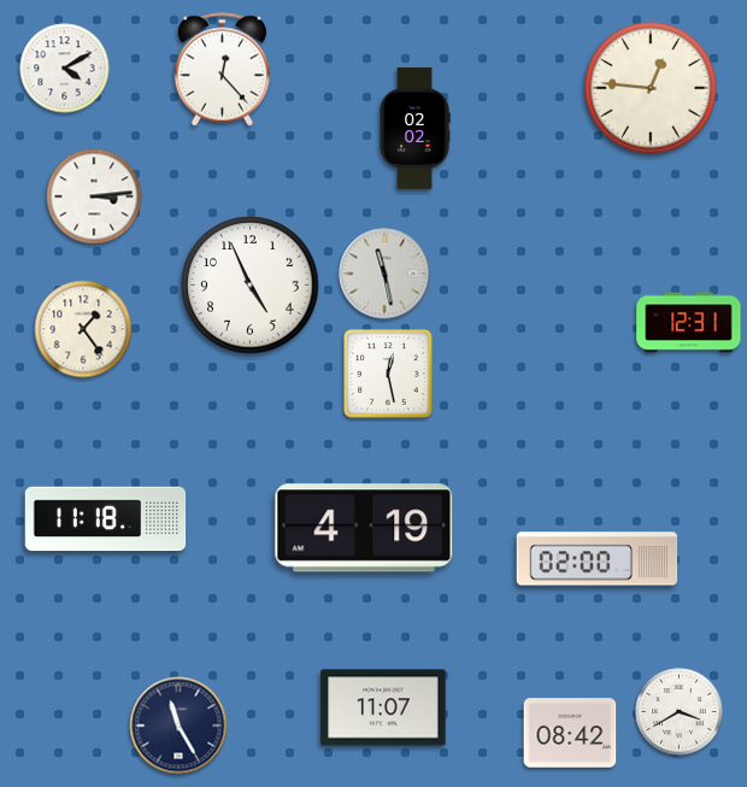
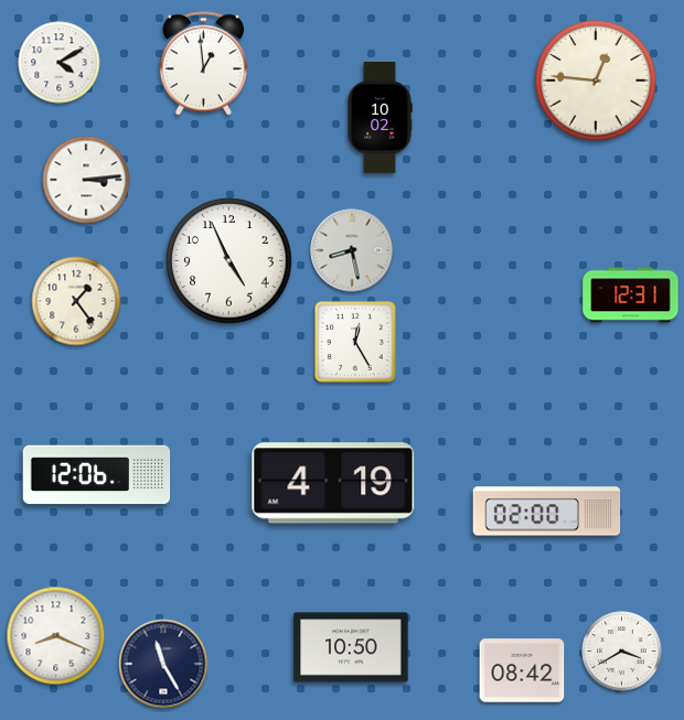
clock at (222, 70): 12:23 -> 12:59
clock at (414, 128): 02:02 -> 10:02
clock at (384, 274): 11:28 -> 8:28
clock at (389, 375): 12:28 -> 12:25
clock at (106, 519): 11:18 -> 12:06
clock at (56, 636): none -> 8:19
clock at (383, 707): 11:07 -> 10:50
